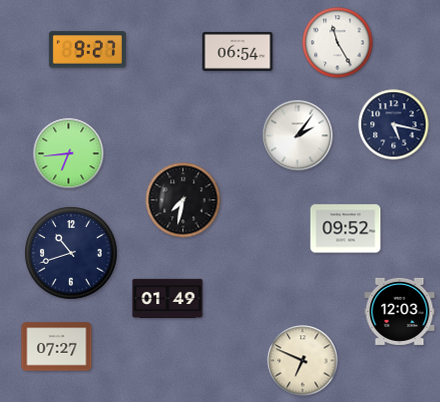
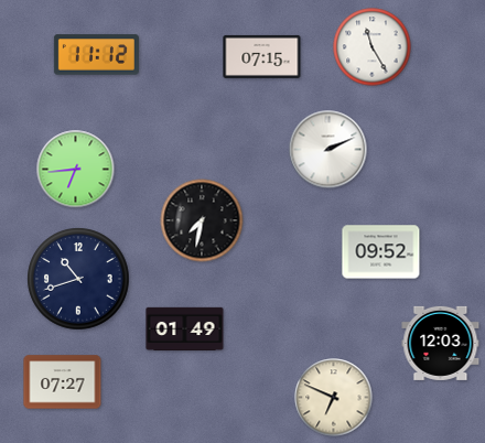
clock at (87, 50): 9:27 -> 11:12
clock at (238, 51): 06:54 -> 07:15
clock at (394, 125): 5:17 -> none
clock at (298, 136): 2:06 -> 2:11
